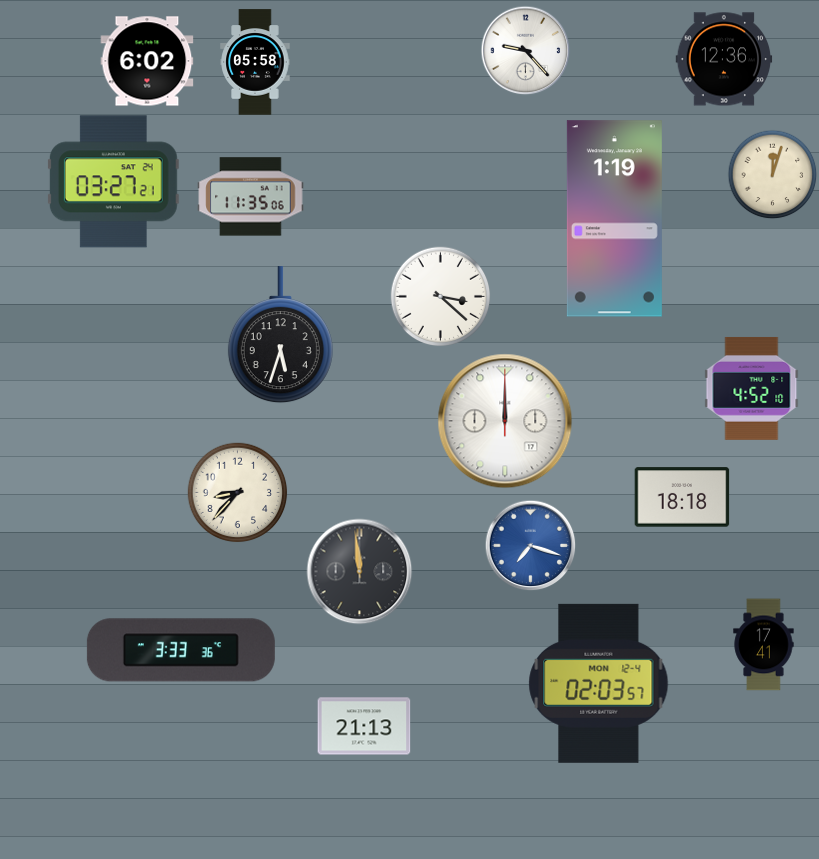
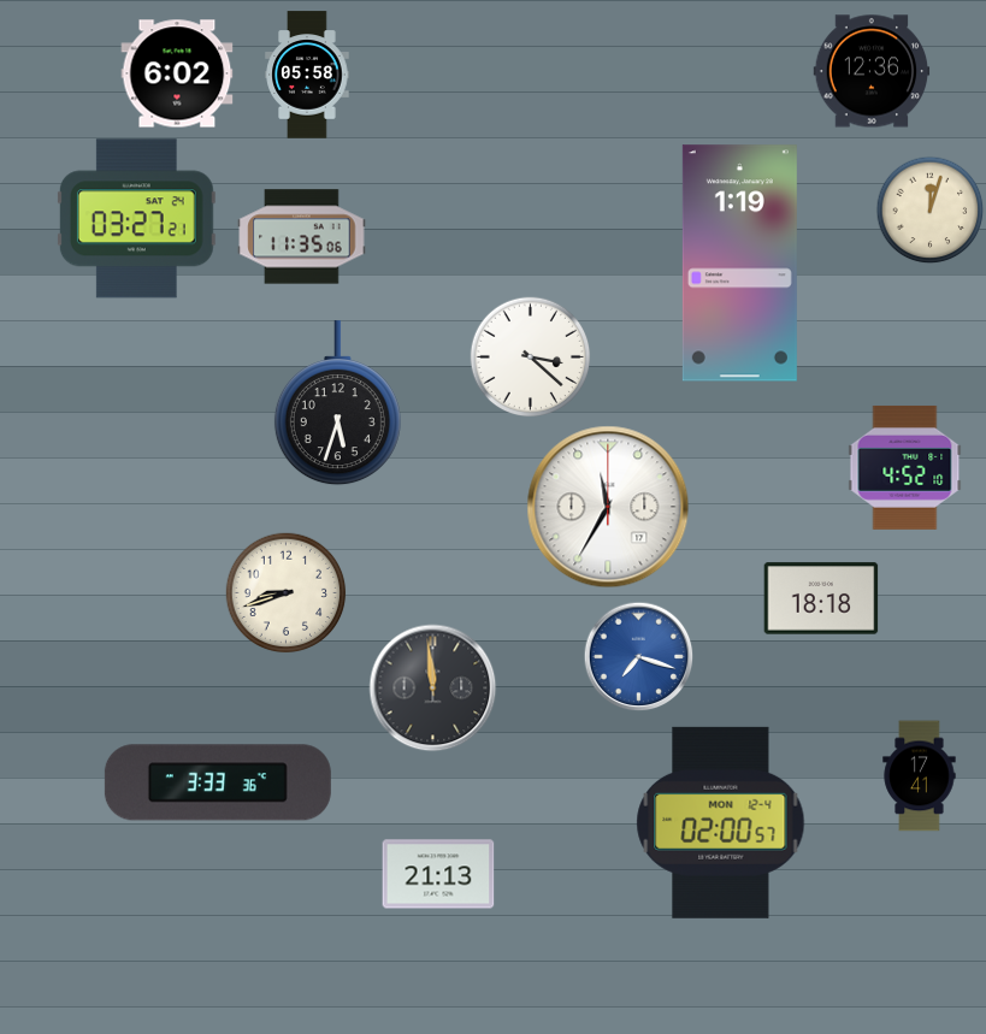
clock at (526, 51): 9:23 -> none
clock at (505, 421): 12:00 -> 11:35
clock at (238, 493): 8:37 -> 8:42
clock at (599, 683): 02:03 -> 02:00
